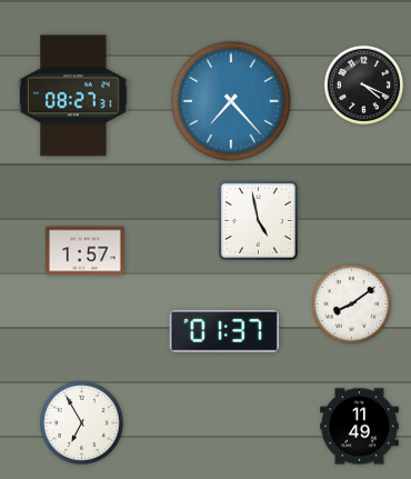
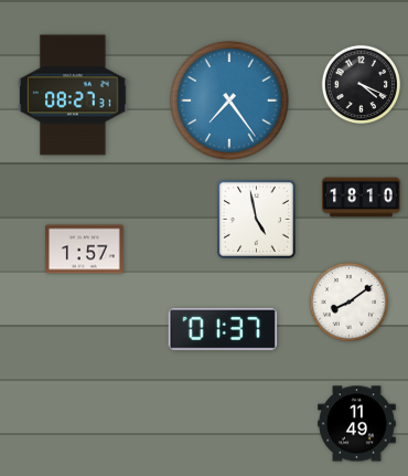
clock at (231, 101): 7:23 -> 7:24
clock at (362, 198): none -> 18:10
clock at (81, 422): 6:55 -> none
